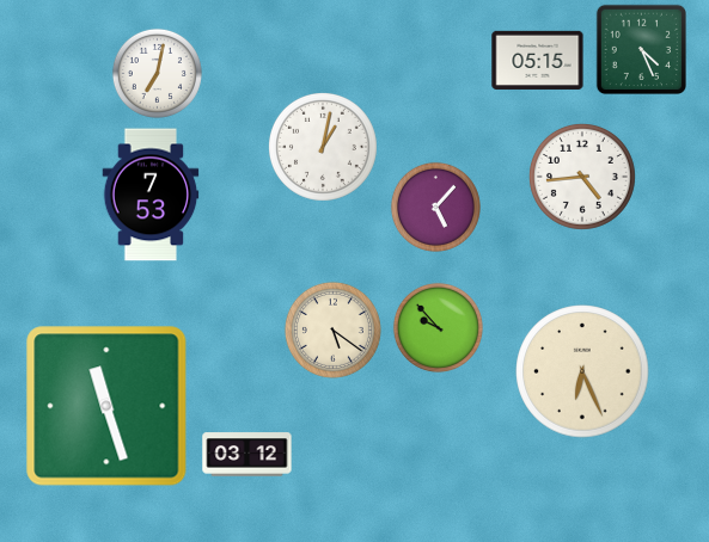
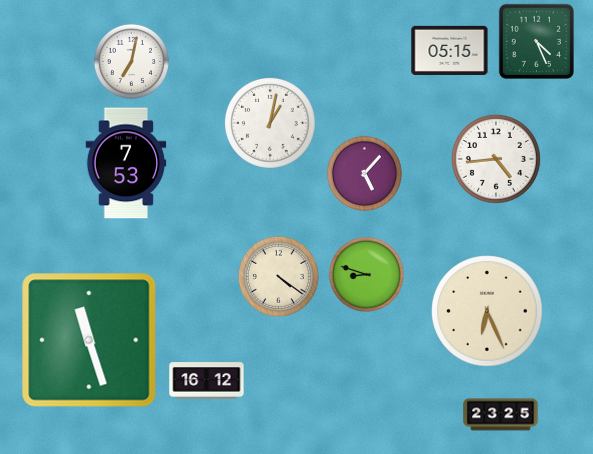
clock at (582, 177) position: (582, 177) -> (496, 159)
clock at (438, 327): 9:53 -> 8:48
clock at (332, 329): 5:21 -> 4:21
clock at (247, 455): 03:12 -> 16:12
clock at (501, 415): none -> 23:25
